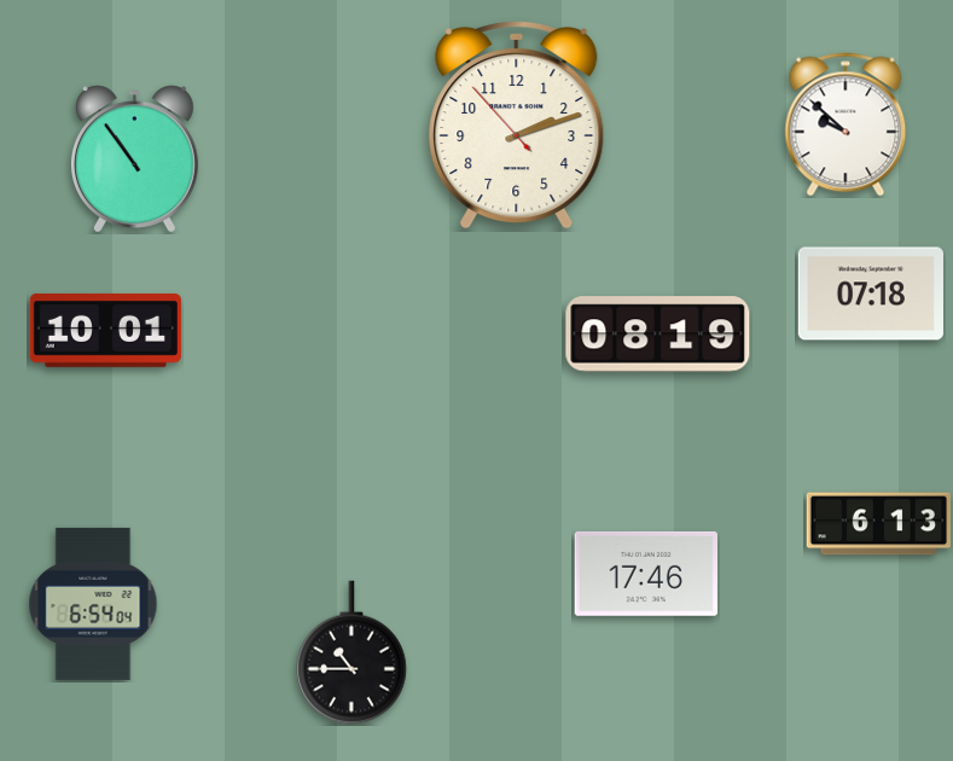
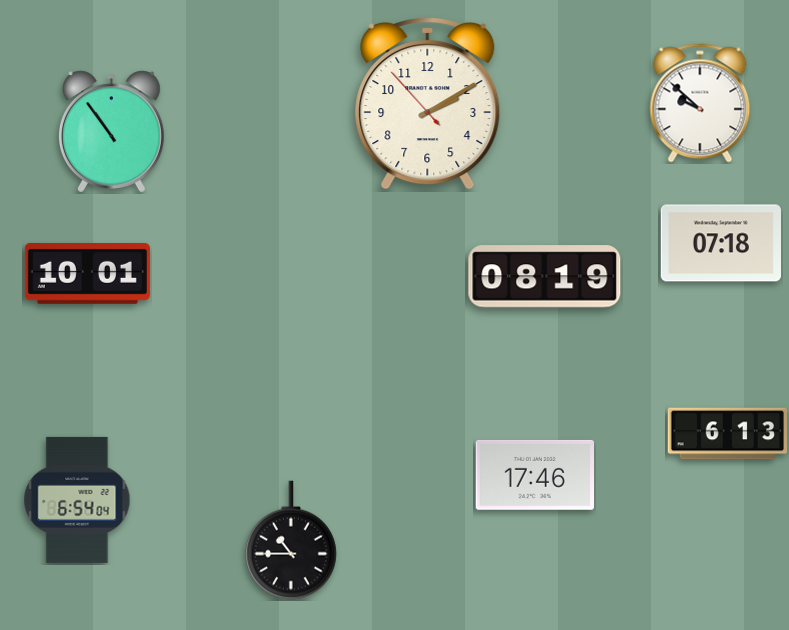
clock at (517, 126): 2:11 -> 2:09
